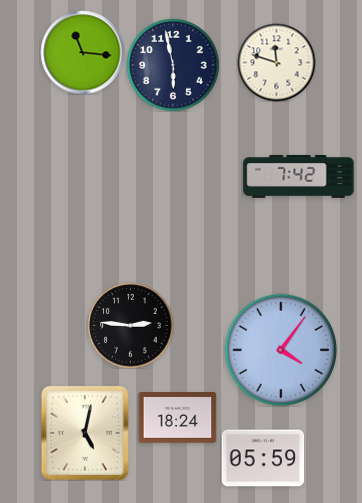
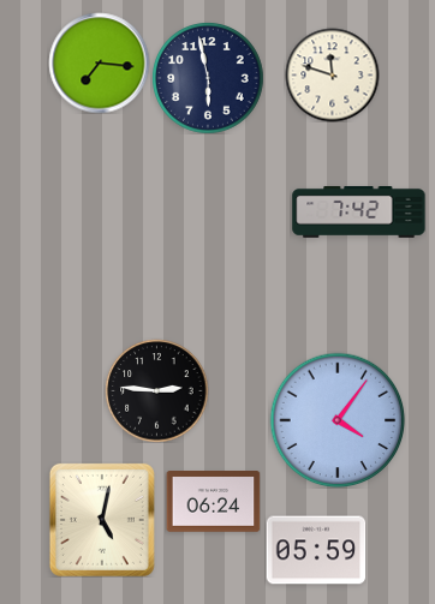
clock at (82, 52): 11:16 -> 7:16
clock at (177, 418): 18:24 -> 06:24
